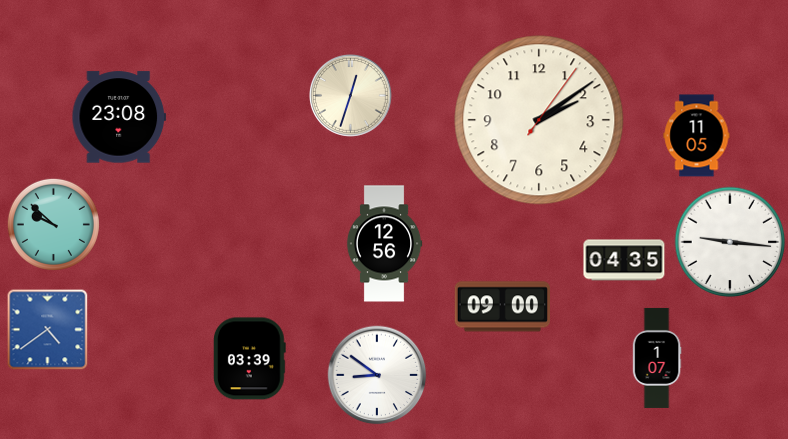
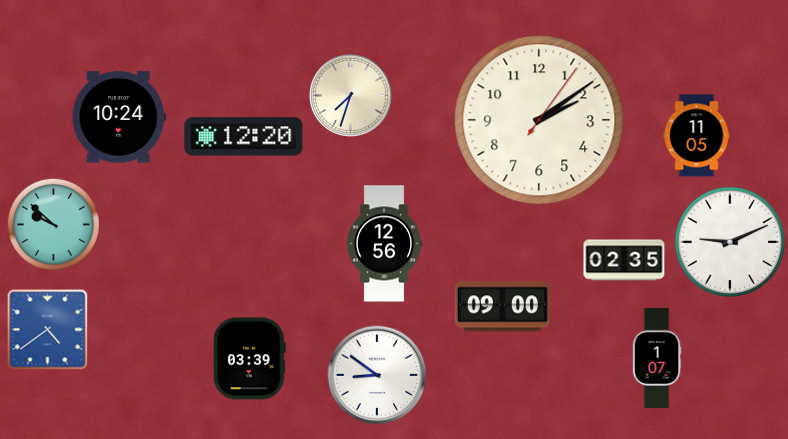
clock at (351, 96): 12:33 -> 7:33
clock at (119, 117): 23:08 -> 10:24
clock at (244, 137): none -> 12:20
clock at (730, 242): 9:16 -> 9:11
clock at (624, 260): 04:35 -> 02:35
